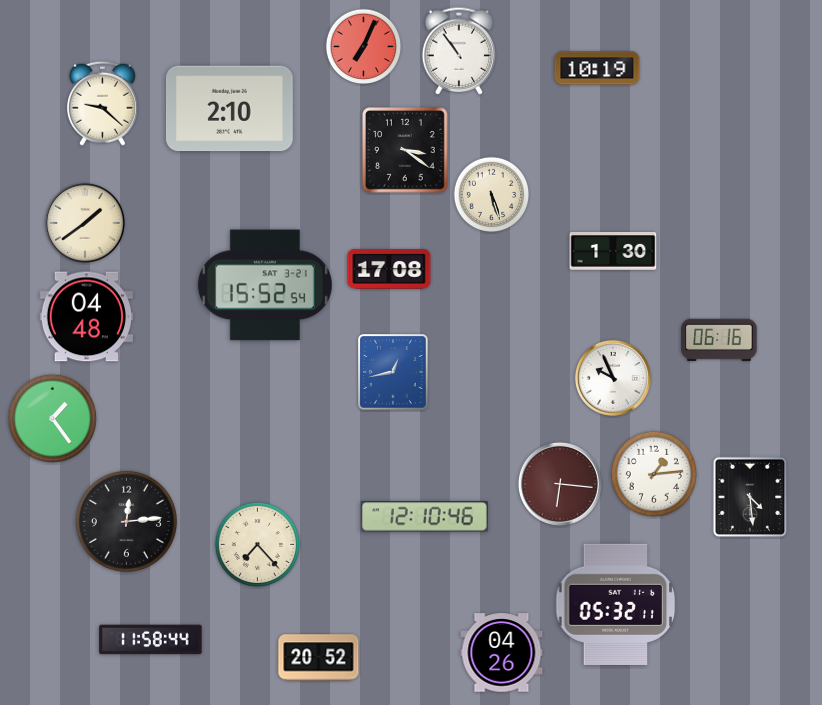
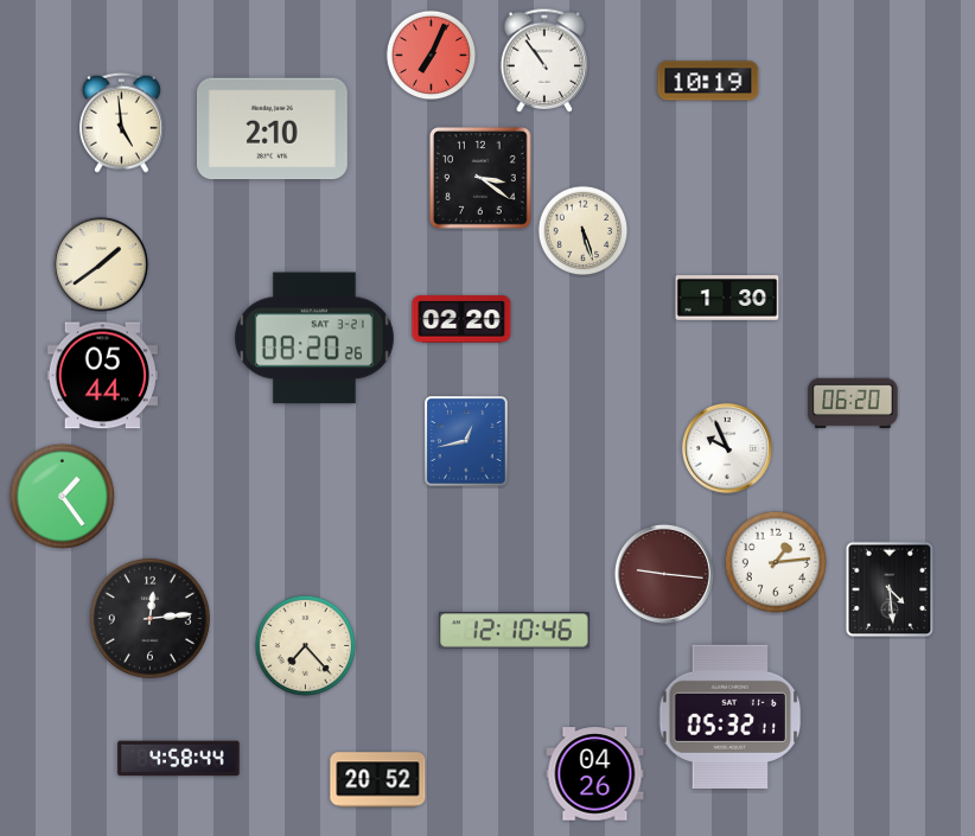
clock at (102, 103): 9:22 -> 4:59
clock at (389, 269): 17:08 -> 02:20
clock at (265, 285): 15:52 -> 08:20
clock at (87, 317): 04:48 -> 05:44
clock at (719, 339): 06:16 -> 06:20
clock at (560, 484): 6:16 -> 9:16
clock at (424, 517) position: (424, 517) -> (514, 631)
clock at (151, 640): 11:58 -> 4:58
